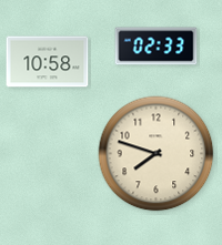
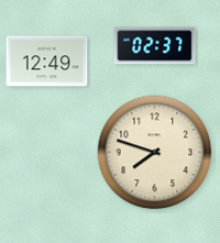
clock at (157, 47): 02:33 -> 02:37
clock at (48, 62): 10:58 -> 12:49
